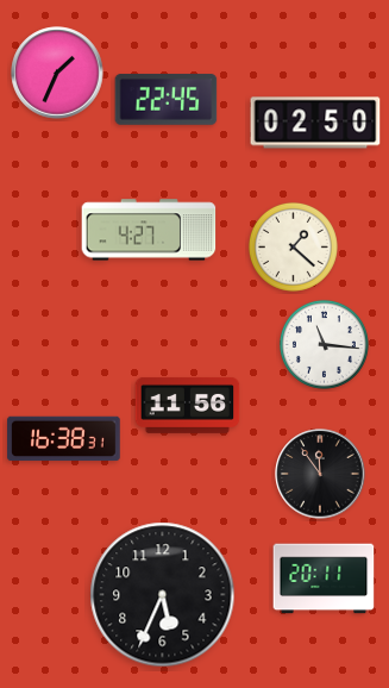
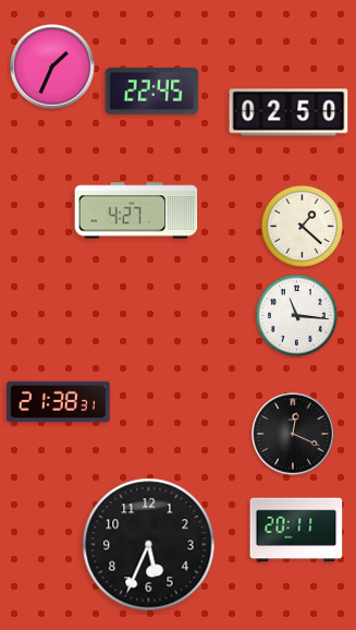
clock at (293, 246) position: (293, 246) -> (302, 226)
clock at (188, 405): 11:56 -> none
clock at (64, 439): 16:38 -> 21:38
clock at (320, 474): 11:54 -> 12:19
